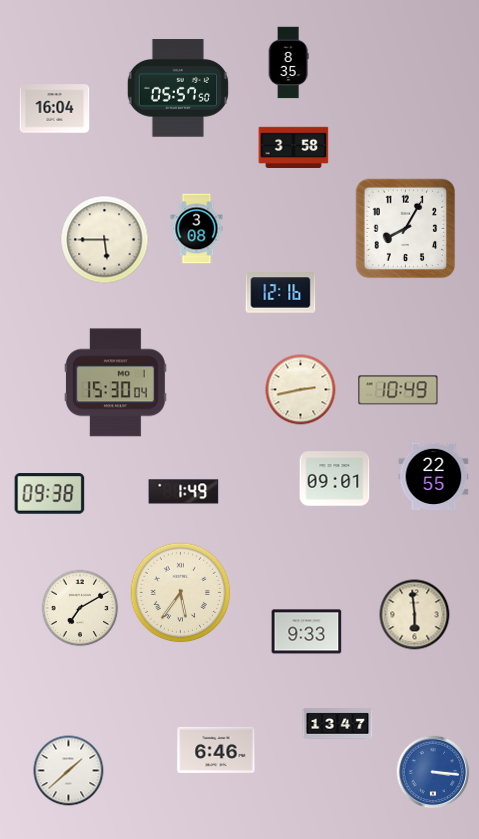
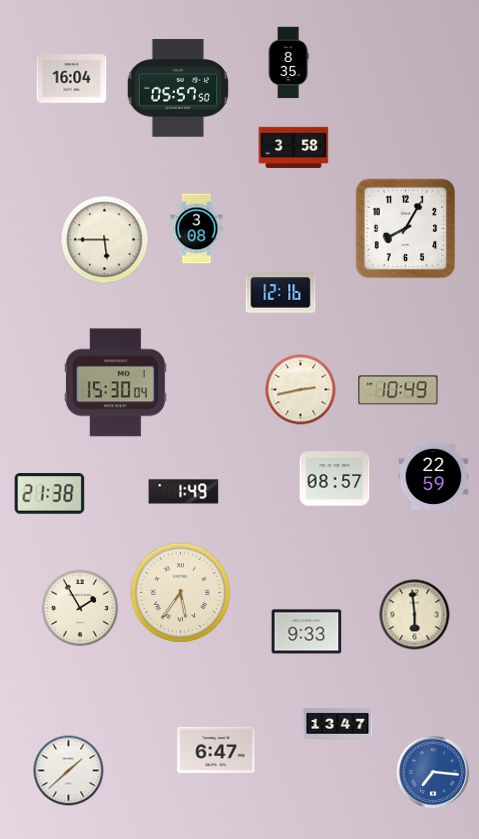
clock at (55, 109) position: (55, 109) -> (72, 79)
clock at (434, 476): 22:55 -> 22:59
clock at (335, 479): 09:01 -> 08:57
clock at (50, 494): 09:38 -> 21:38
clock at (80, 608): 7:10 -> 1:55
clock at (216, 750): 6:46 -> 6:47
clock at (433, 772): 3:16 -> 7:16
